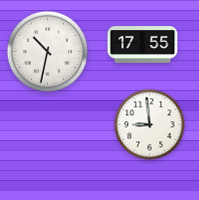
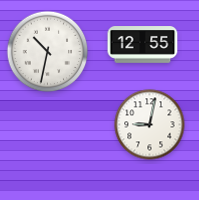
clock at (143, 45): 17:55 -> 12:55
clock at (150, 125): 8:59 -> 9:02
